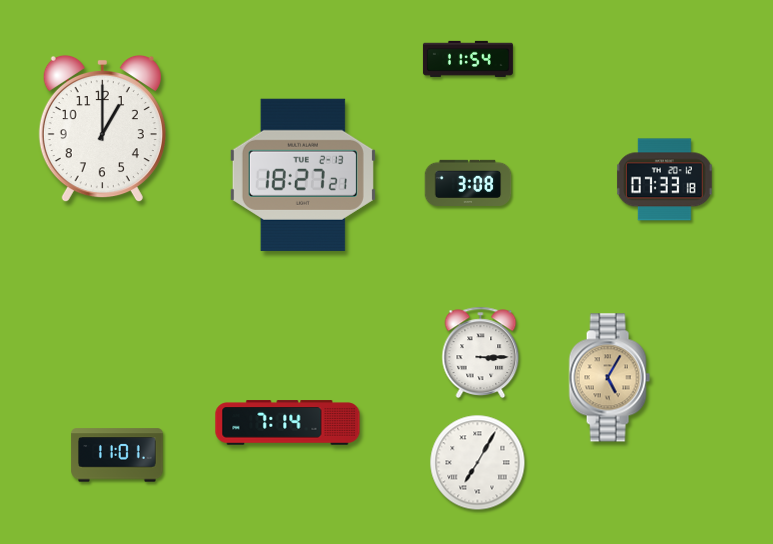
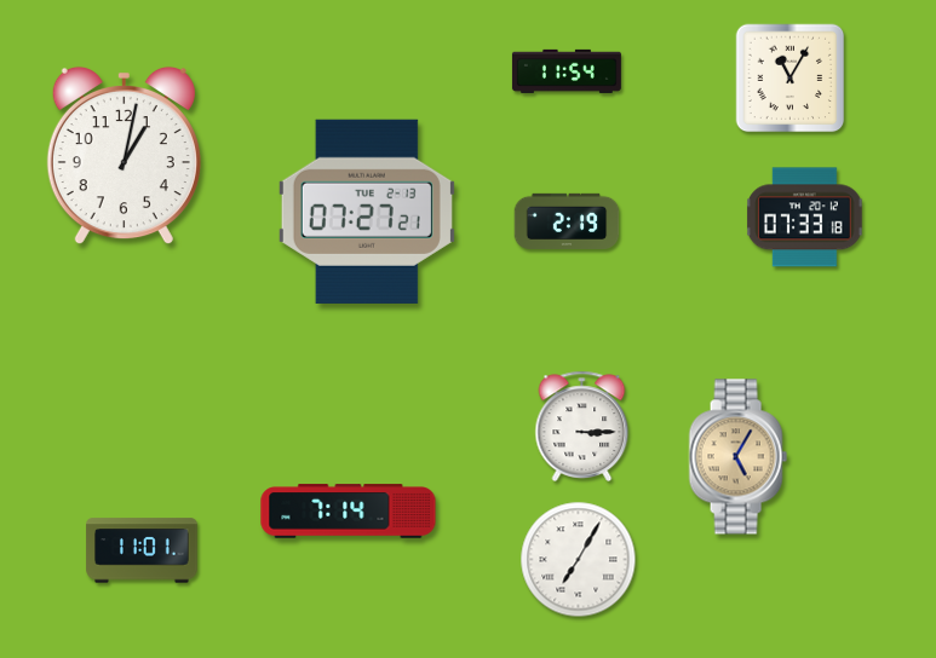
clock at (791, 79): none -> 11:05
clock at (102, 129): 1:00 -> 1:02
clock at (303, 175): 18:27 -> 07:27
clock at (468, 182): 3:08 -> 2:19
